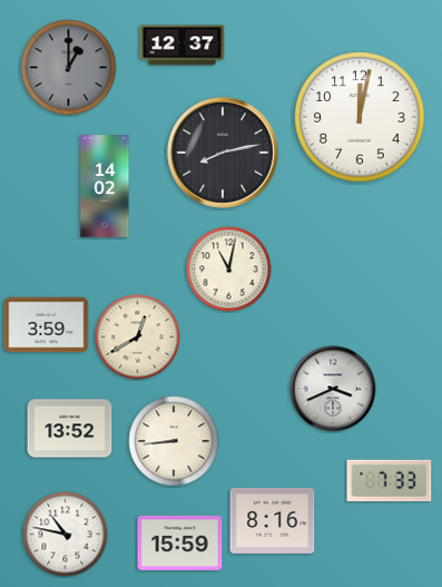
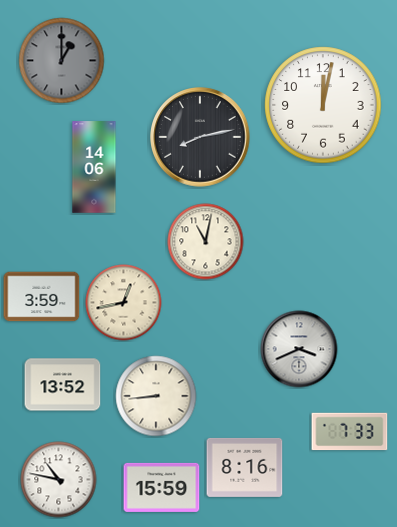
clock at (183, 46): 12:37 -> none
clock at (105, 186): 14:02 -> 14:06
clock at (47, 325) position: (47, 325) -> (42, 297)
clock at (138, 337): 12:40 -> 12:43
